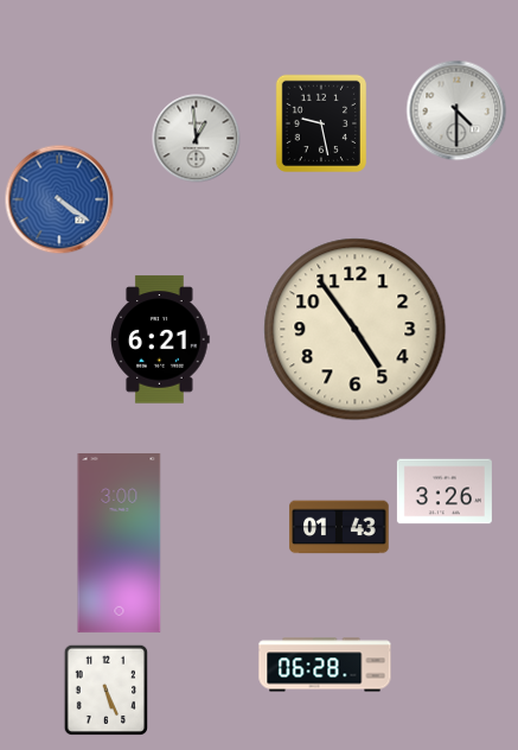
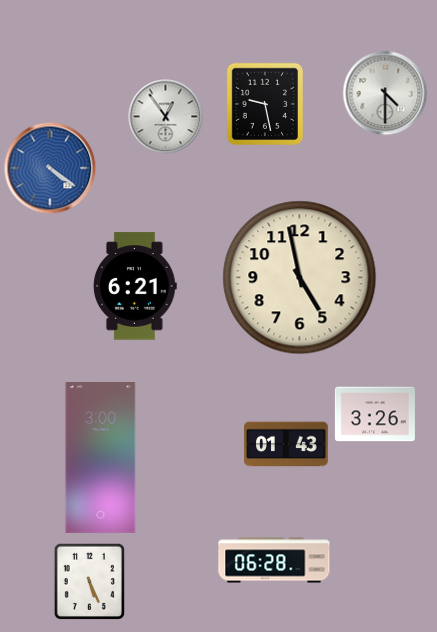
clock at (320, 122) position: (320, 122) -> (264, 103)
clock at (197, 139): 12:59 -> 12:54
clock at (356, 330): 4:54 -> 4:58
